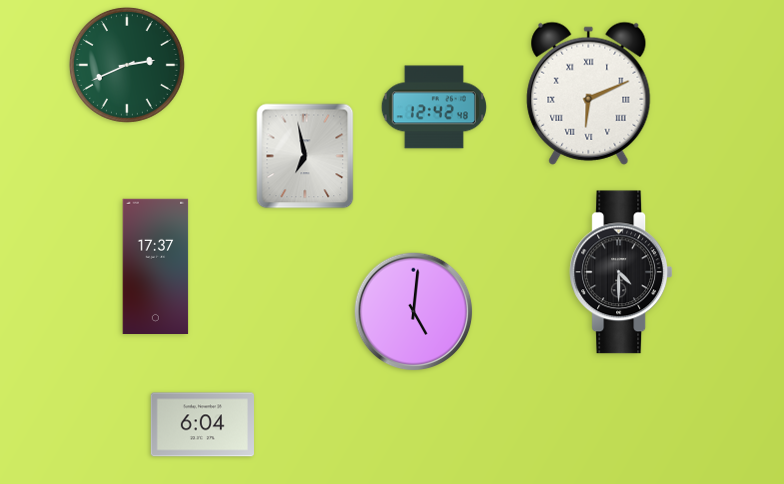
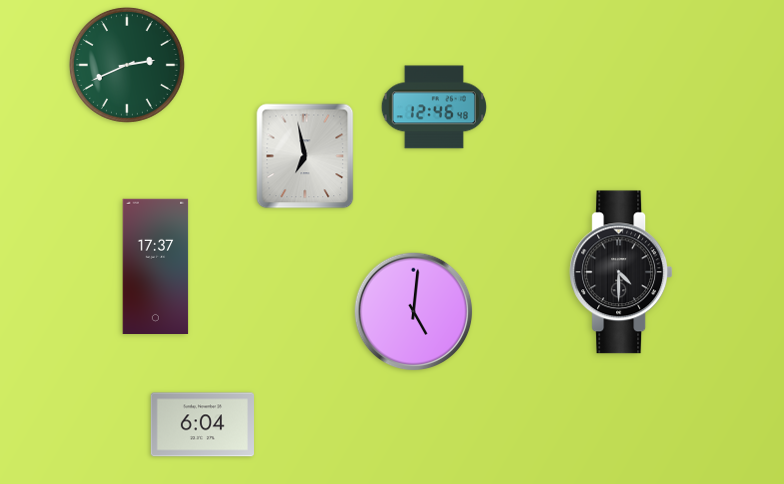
clock at (589, 93): 6:11 -> none
clock at (434, 107): 12:42 -> 12:46
